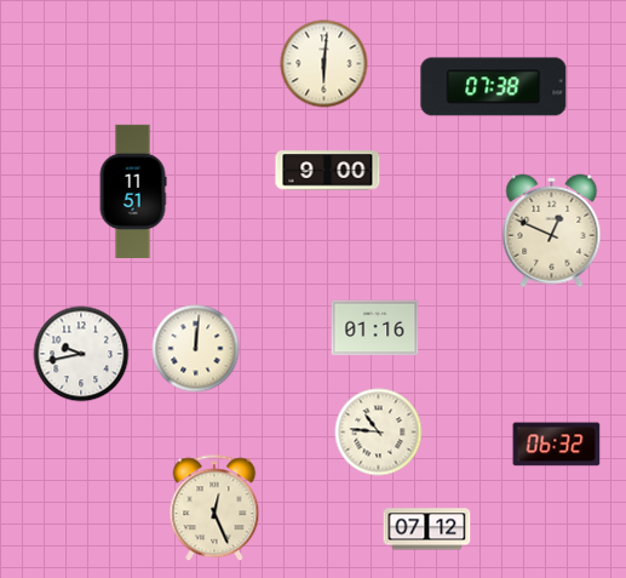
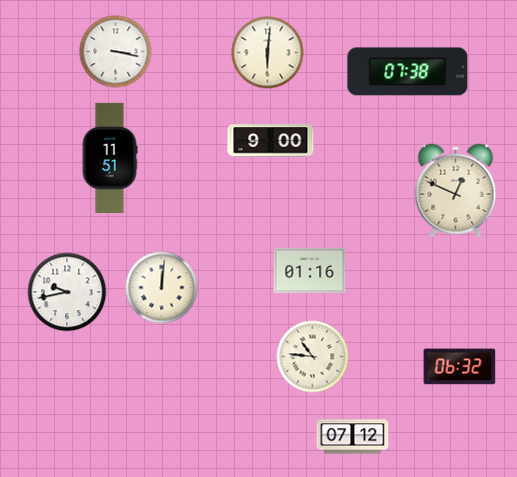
clock at (116, 52): none -> 3:17
clock at (214, 509): 12:26 -> none
